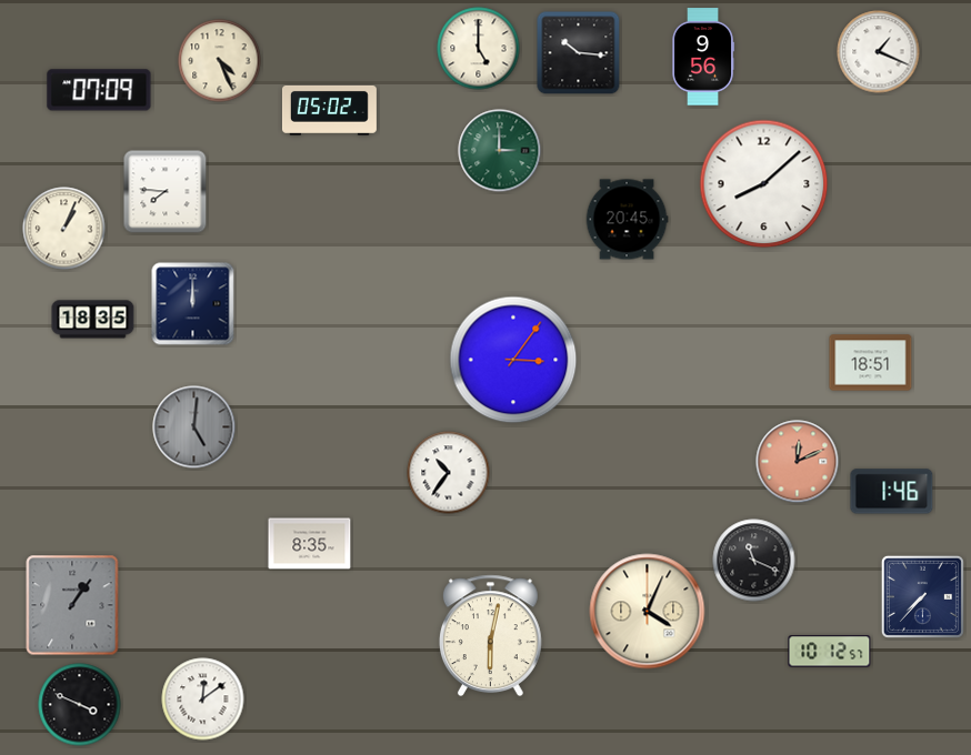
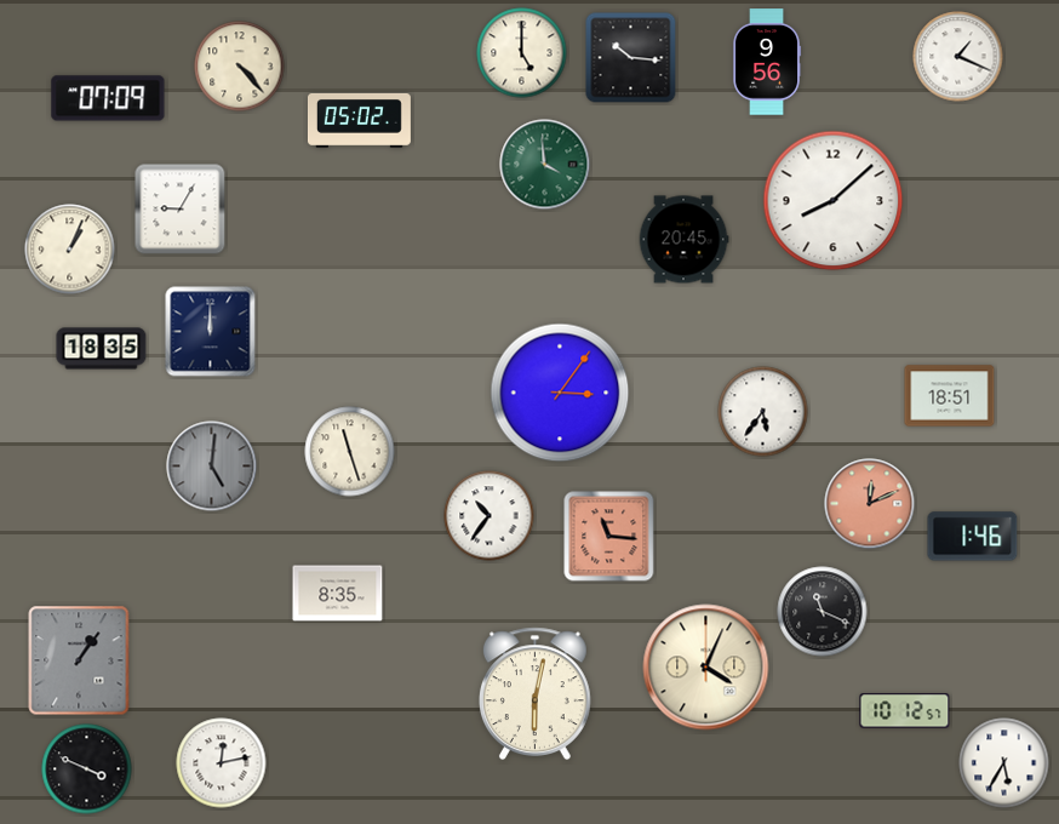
clock at (220, 61): 4:26 -> 4:23
clock at (500, 151): 3:00 -> 3:59
clock at (166, 192): 7:46 -> 9:05
clock at (763, 412): none -> 5:36
clock at (350, 452): none -> 11:27
clock at (609, 537): none -> 11:16
clock at (922, 596): 7:37 -> none
clock at (203, 699): 12:09 -> 12:13
clock at (1004, 763): none -> 5:35
